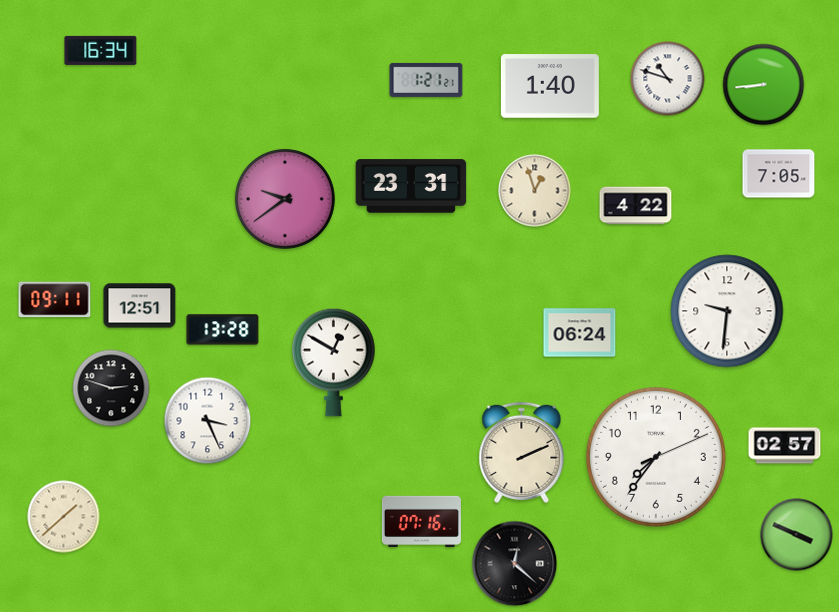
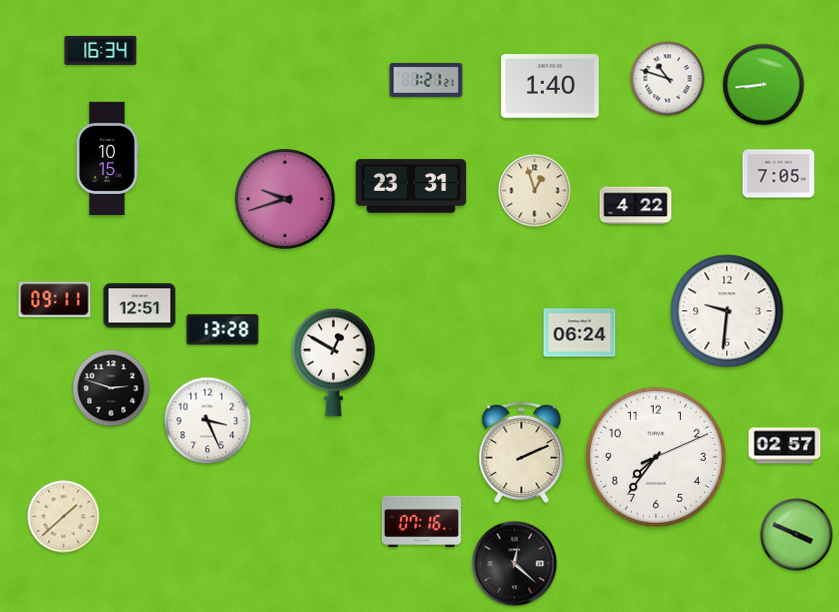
clock at (108, 158): none -> 10:15
clock at (285, 199): 9:39 -> 9:42
